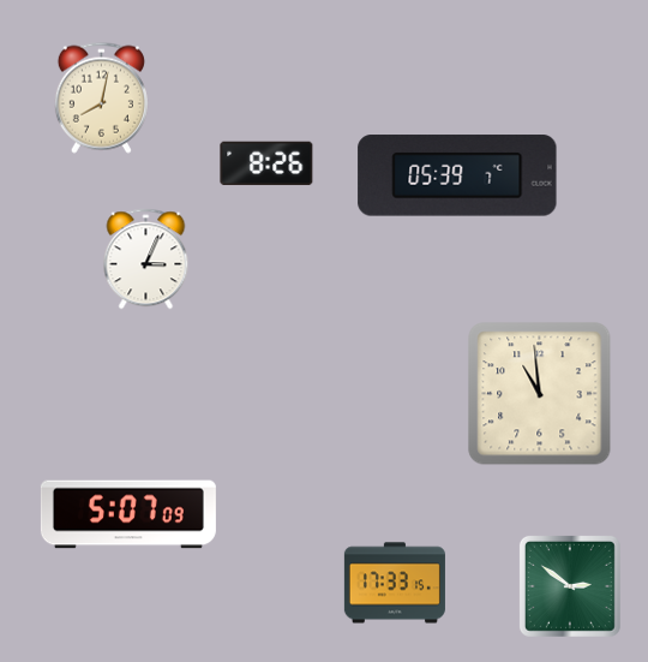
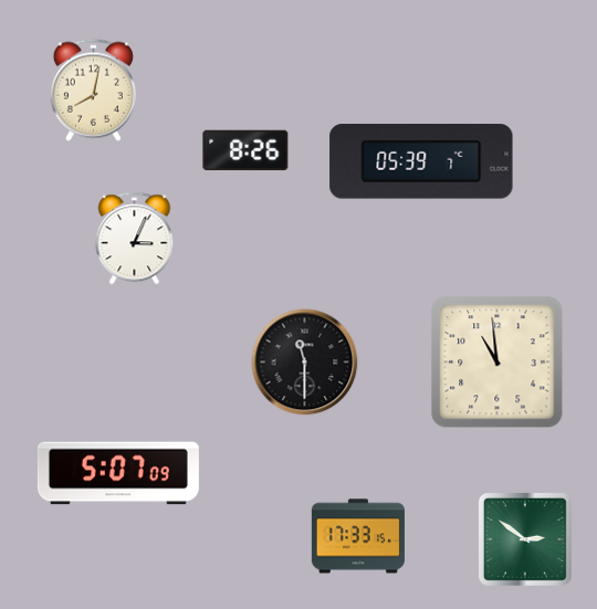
clock at (305, 363): none -> 11:30
clock at (395, 583) position: (395, 583) -> (358, 536)
